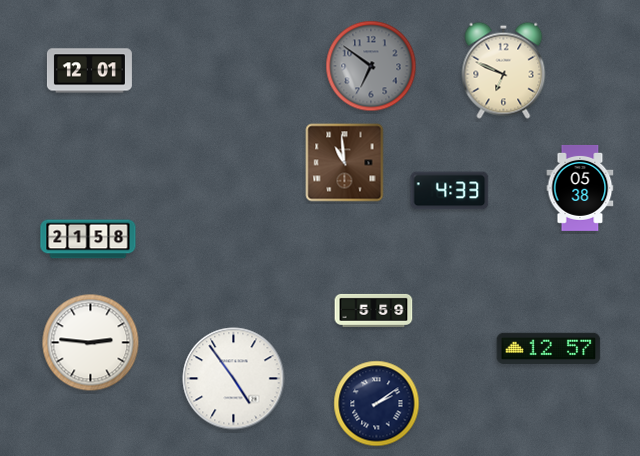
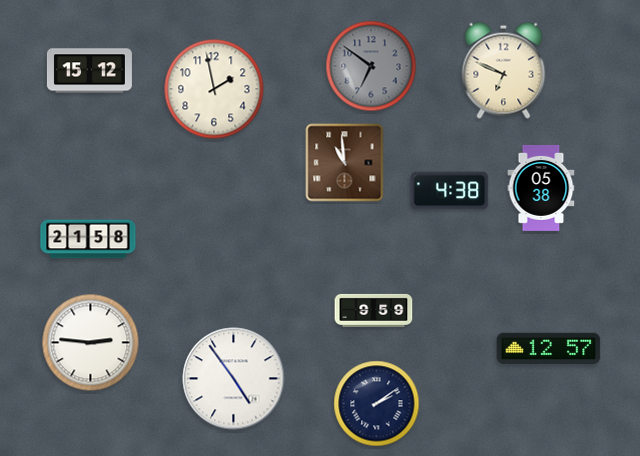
clock at (89, 71): 12:01 -> 15:12
clock at (214, 89): none -> 1:58
clock at (580, 188) position: (580, 188) -> (541, 188)
clock at (450, 191): 4:33 -> 4:38
clock at (374, 310): 5:59 -> 9:59
